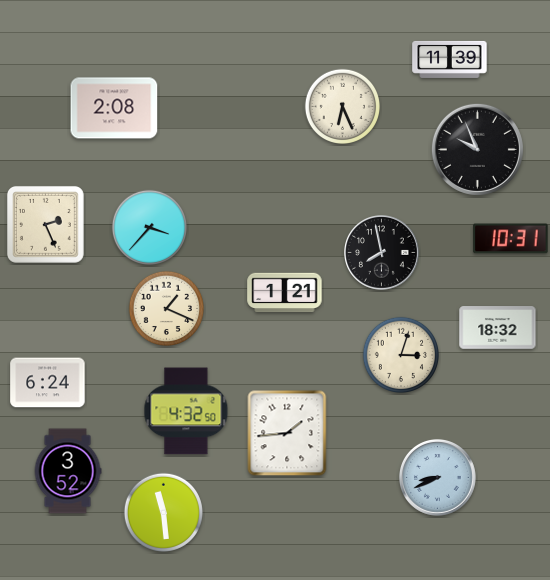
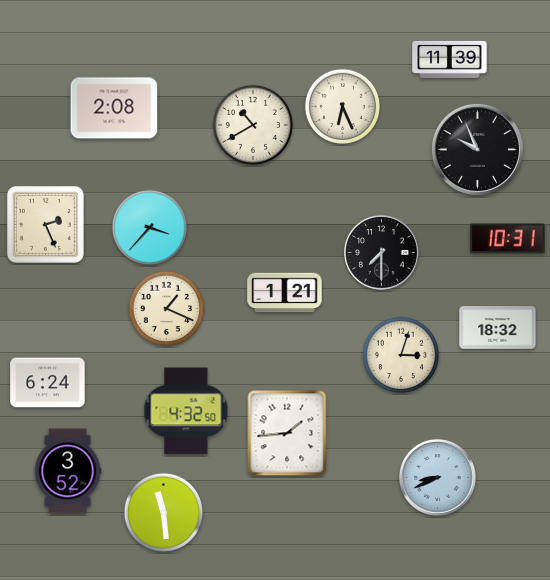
clock at (253, 125): none -> 10:40
clock at (511, 239) position: (511, 239) -> (508, 239)
clock at (382, 253): 7:58 -> 7:30
